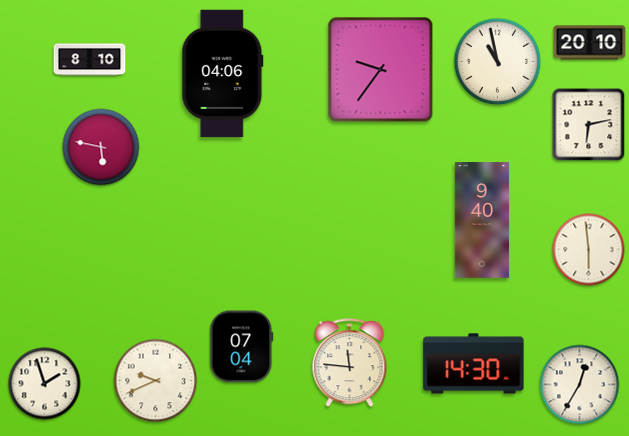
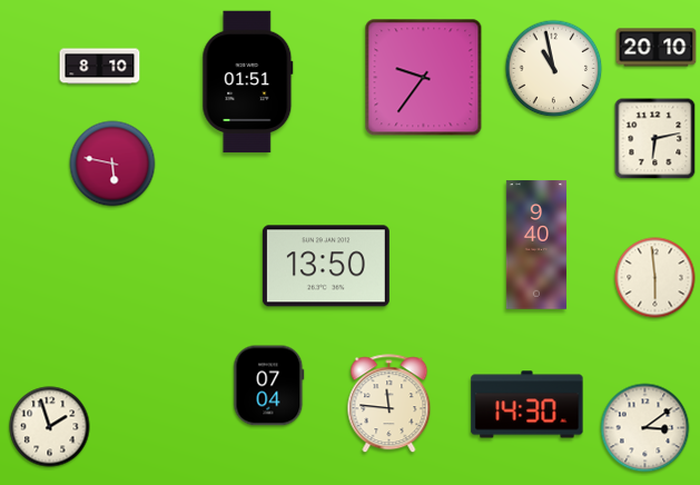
clock at (223, 74): 04:06 -> 01:51
clock at (326, 266): none -> 13:50
clock at (156, 381): 9:41 -> none
clock at (580, 385): 12:35 -> 3:09
